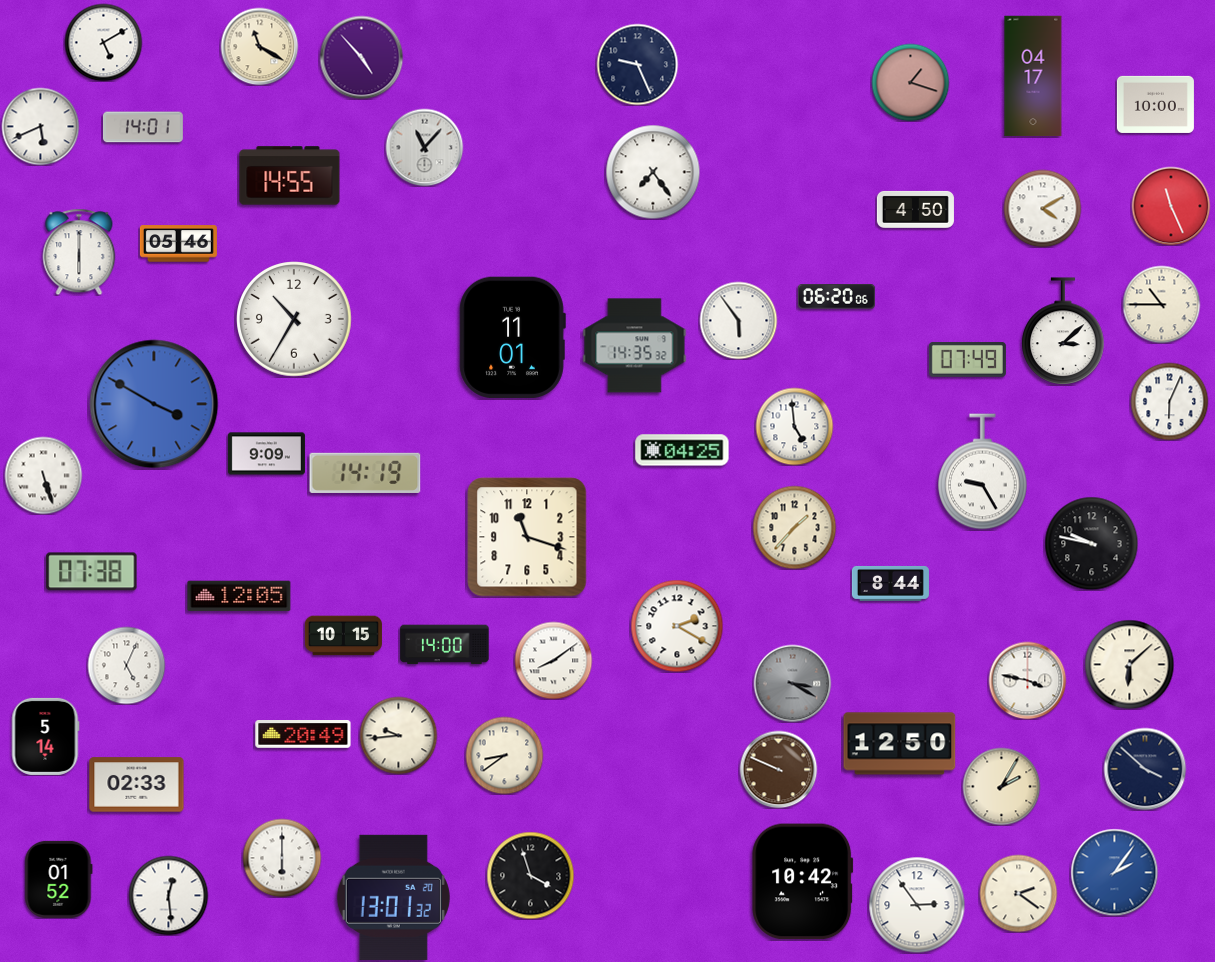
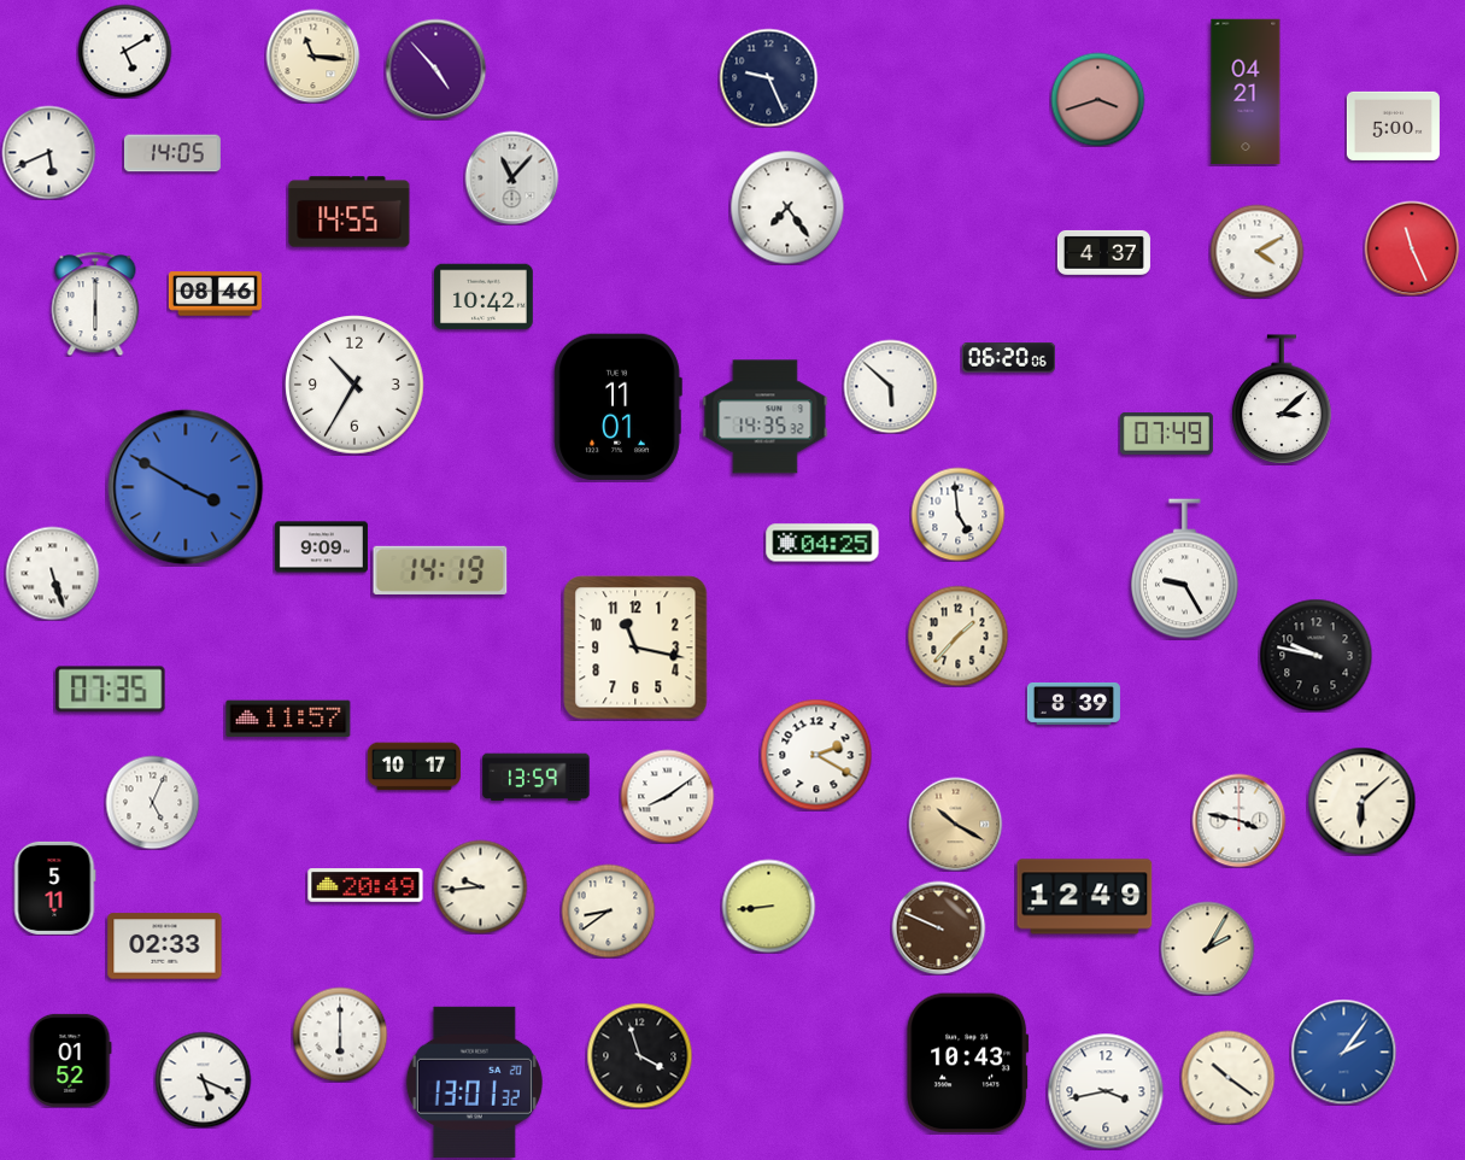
clock at (259, 46): 11:20 -> 11:16
clock at (1033, 76): 04:17 -> 04:21
clock at (910, 82): 1:18 -> 3:42
clock at (1155, 104): 10:00 -> 5:00
clock at (143, 127): 14:01 -> 14:05
clock at (915, 209): 4:50 -> 4:37
clock at (178, 244): 05:46 -> 08:46
clock at (485, 297): none -> 10:42
clock at (1161, 304): 10:45 -> none
clock at (738, 320): 5:54 -> 5:52
clock at (1169, 401): 6:04 -> none
clock at (527, 537): 11:18 -> 11:17
clock at (92, 572): 07:38 -> 07:35
clock at (890, 583): 8:44 -> 8:39
clock at (239, 596): 12:05 -> 11:57
clock at (343, 636): 10:15 -> 10:17
clock at (445, 645): 14:00 -> 13:59
clock at (792, 683): 3:20 -> 10:20
clock at (792, 683) dial: grey -> champagne
clock at (45, 736): 5:14 -> 5:11
clock at (900, 744): 12:50 -> 12:49
clock at (768, 906): none -> 8:44
clock at (1145, 769): 3:52 -> none
clock at (803, 882): 10:42 -> 10:43
clock at (1018, 893): 2:21 -> 10:21
clock at (168, 895): 12:29 -> 5:19
clock at (917, 905): 2:54 -> 3:43
